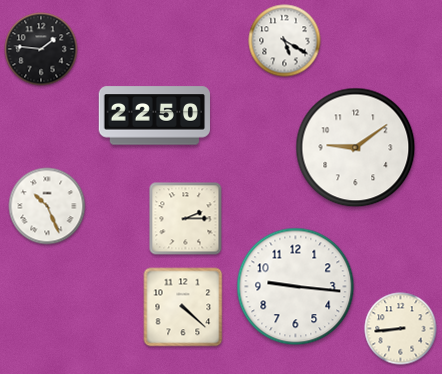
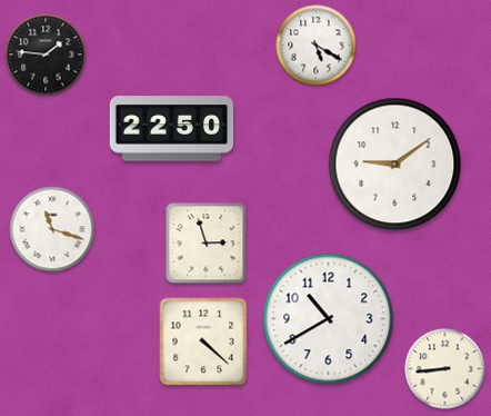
clock at (47, 206): 10:26 -> 11:18
clock at (186, 219): 2:15 -> 2:57
clock at (296, 287): 9:16 -> 10:40
clock at (401, 329) position: (401, 329) -> (445, 369)
